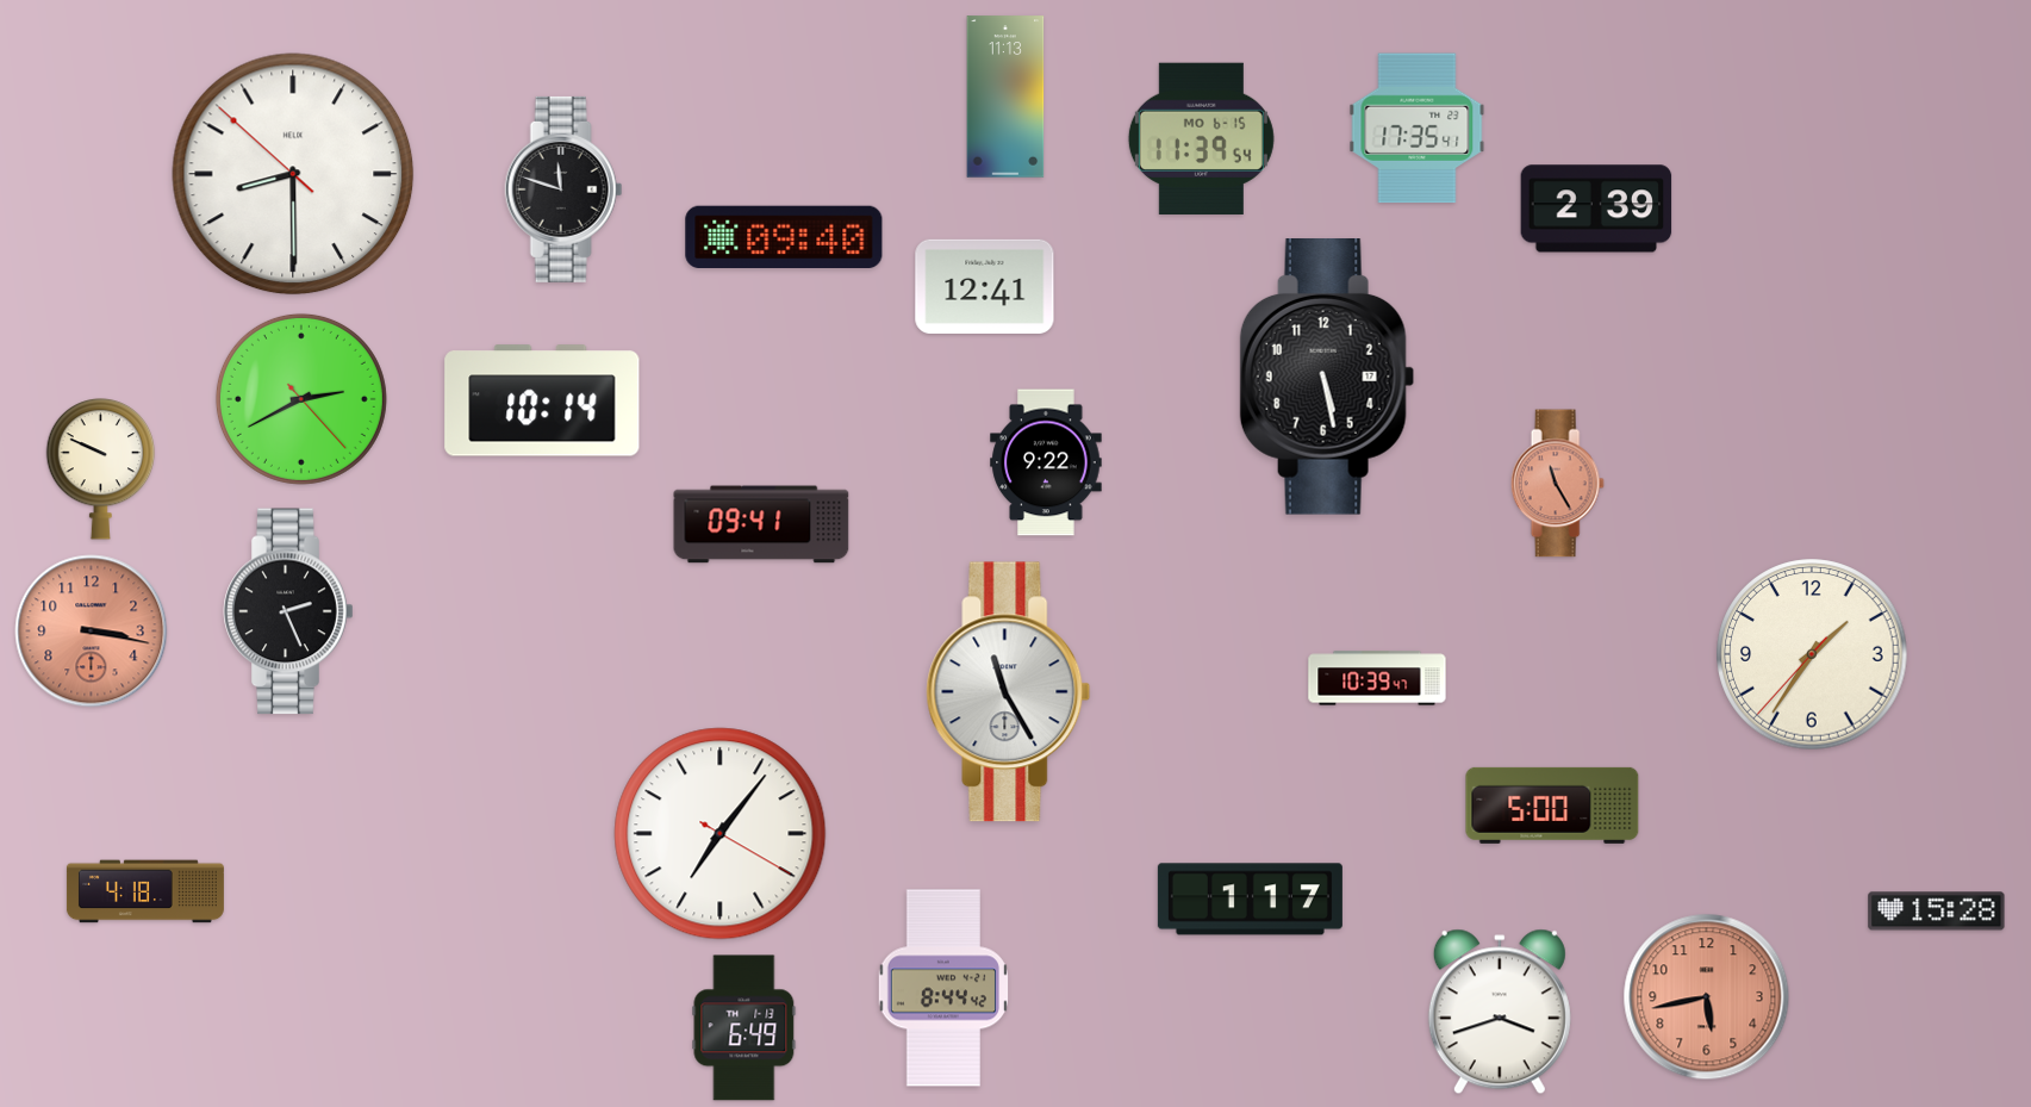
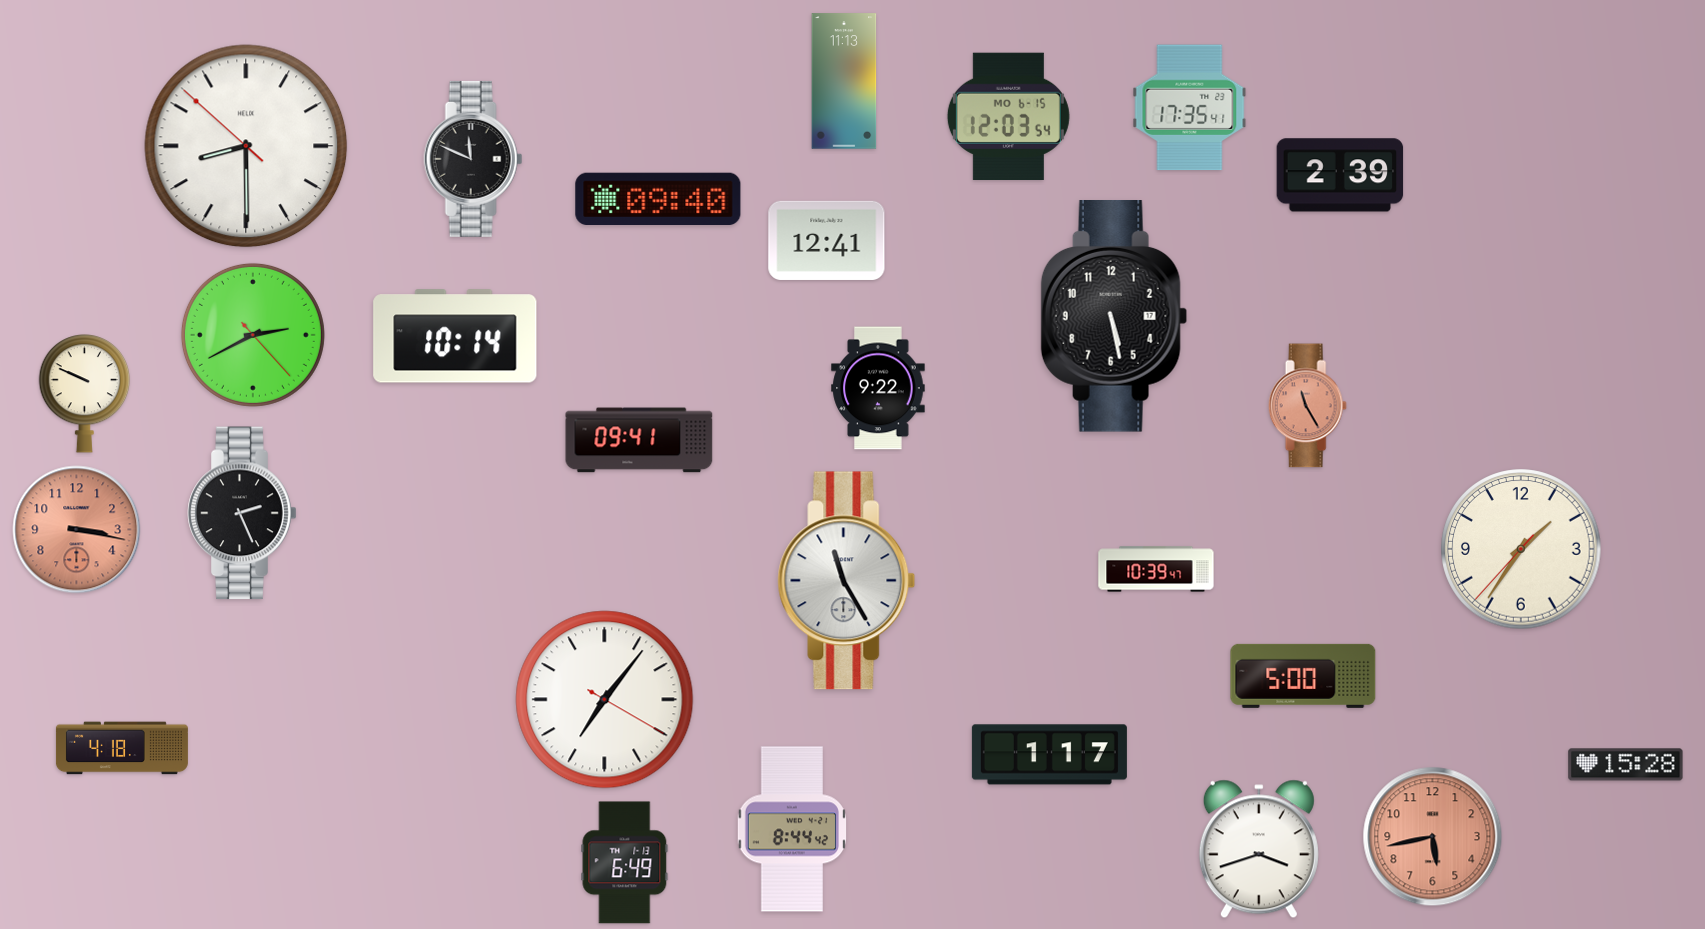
clock at (1201, 138): 11:39 -> 12:03
clock at (563, 189): 11:48 -> 11:49
